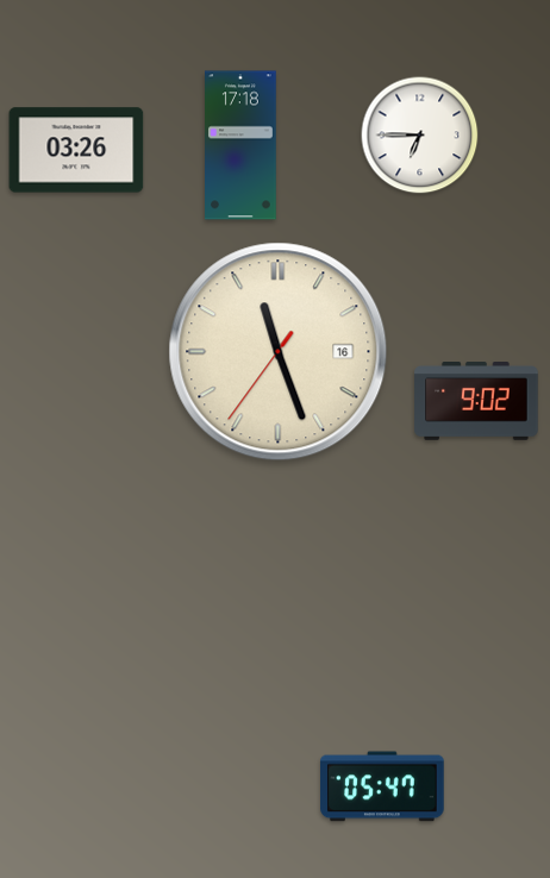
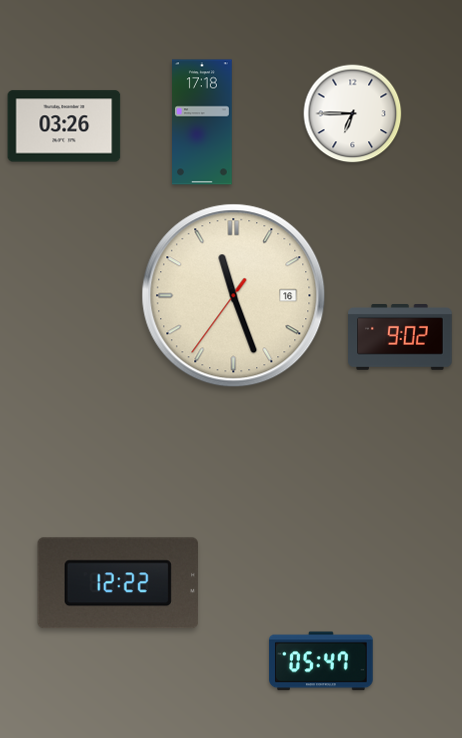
clock at (118, 583): none -> 12:22
